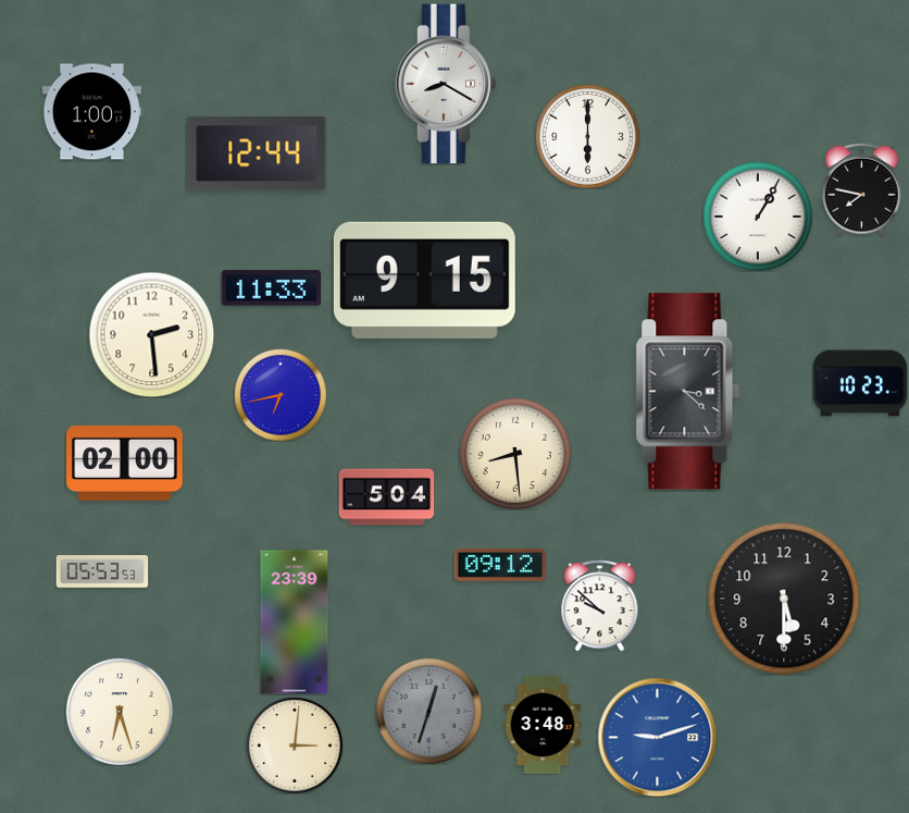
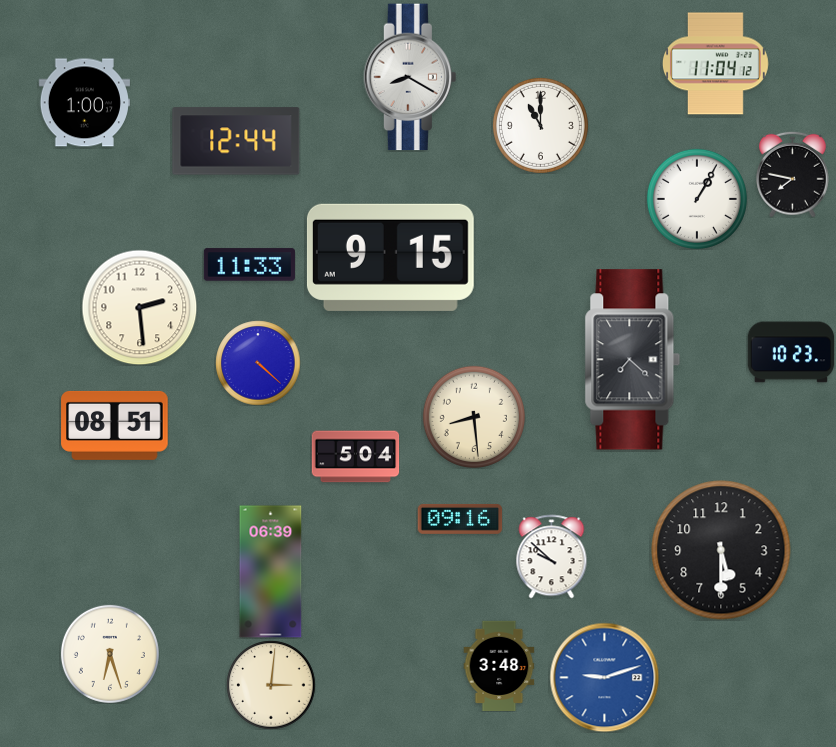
clock at (715, 64): none -> 11:04
clock at (587, 136): 6:00 -> 11:00
clock at (688, 392): 3:22 -> 7:22
clock at (281, 395): 6:43 -> 4:22
clock at (125, 463): 02:00 -> 08:51
clock at (500, 565): 09:12 -> 09:16
clock at (102, 572): 05:53 -> none
clock at (295, 623): 23:39 -> 06:39
clock at (428, 711): 12:33 -> none
